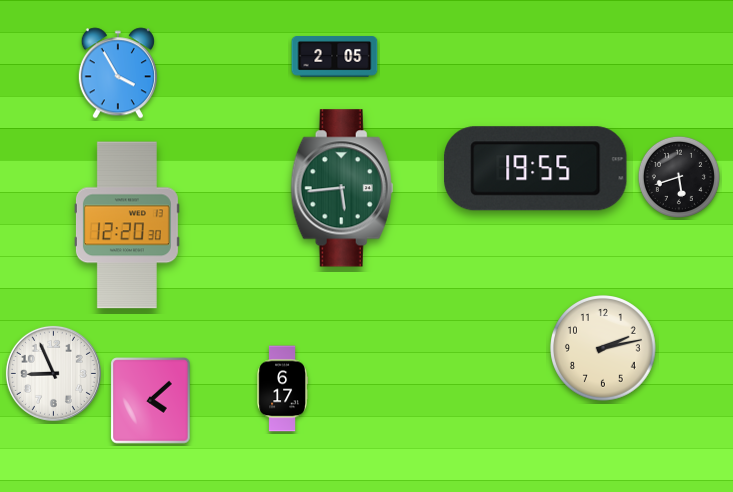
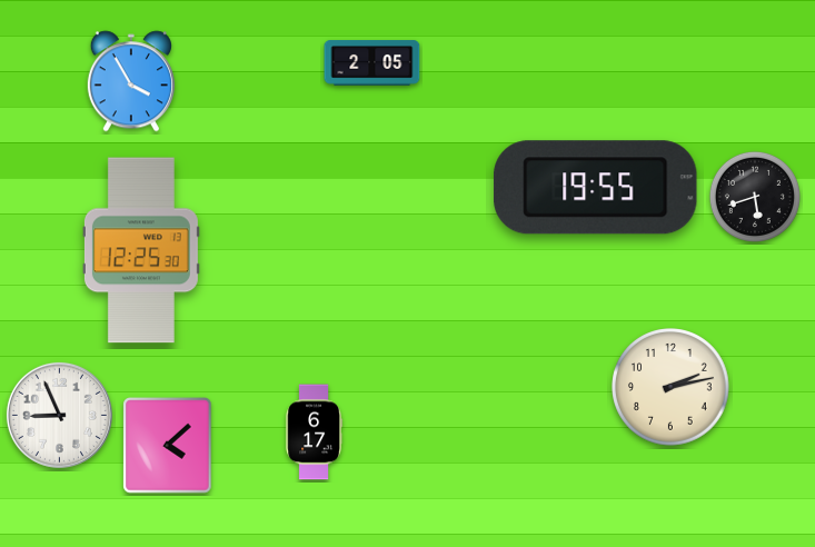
clock at (342, 188): 5:44 -> none
clock at (127, 225): 12:20 -> 12:25
